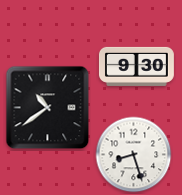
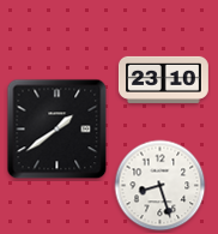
clock at (136, 66): 9:30 -> 23:10
clock at (48, 108): 10:39 -> 1:39
